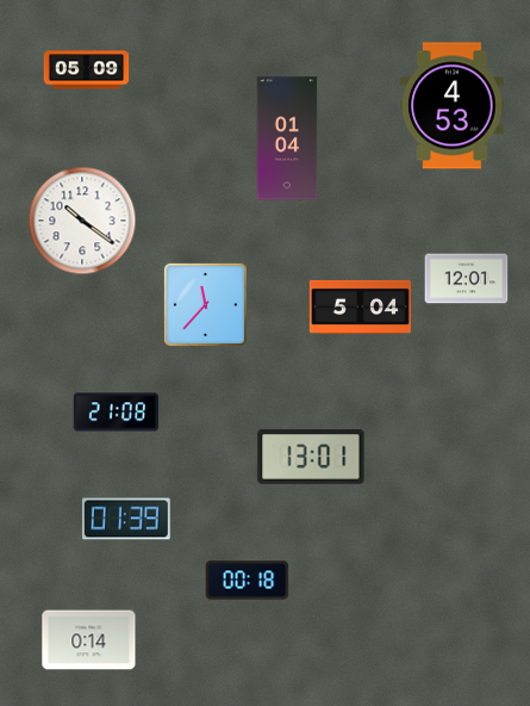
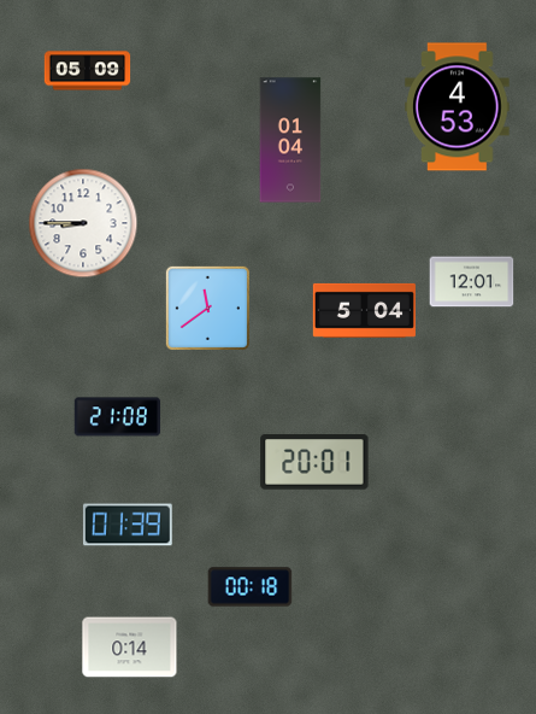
clock at (82, 221): 10:21 -> 8:45
clock at (205, 304): 11:37 -> 11:39
clock at (311, 458): 13:01 -> 20:01
clock at (89, 640) position: (89, 640) -> (130, 648)
